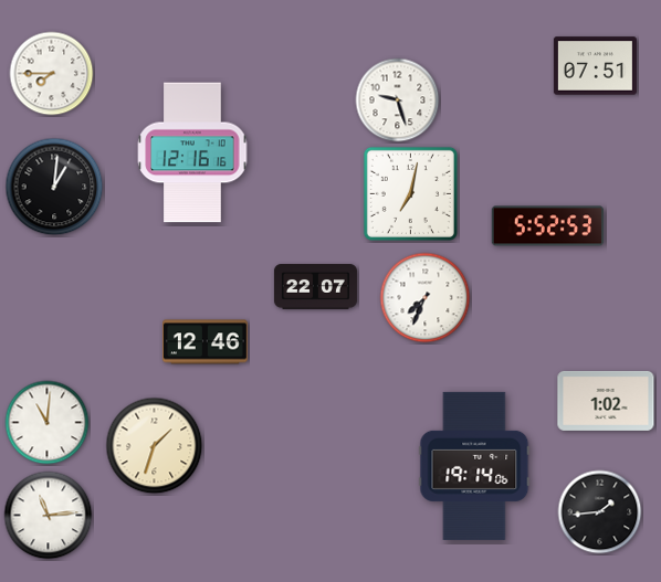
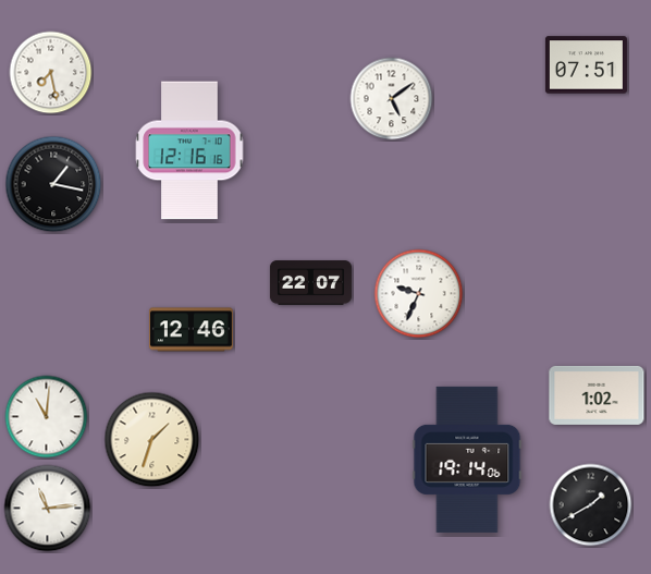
clock at (52, 74): 7:45 -> 7:28
clock at (398, 100): 9:27 -> 5:09
clock at (54, 187): 1:01 -> 1:17
clock at (410, 193): 7:02 -> none
clock at (548, 226): 5:52 -> none
clock at (426, 298): 7:34 -> 9:34
clock at (206, 342) position: (206, 342) -> (192, 330)
clock at (600, 512): 1:44 -> 1:40
